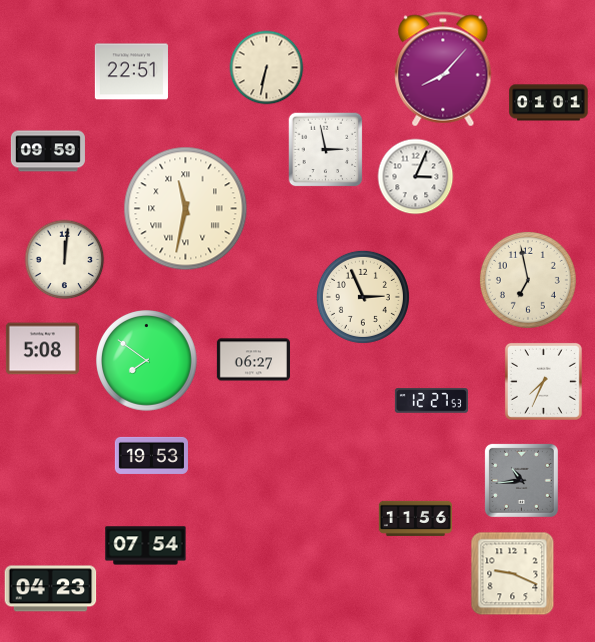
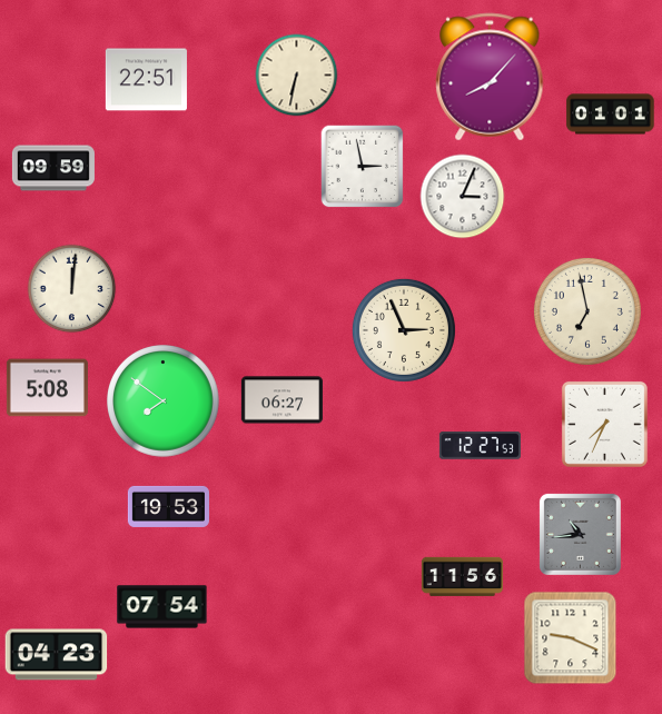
clock at (443, 69) position: (443, 69) -> (490, 77)
clock at (186, 209): 11:32 -> none
